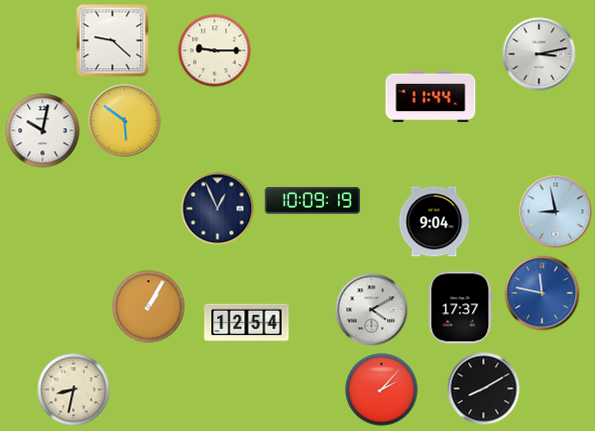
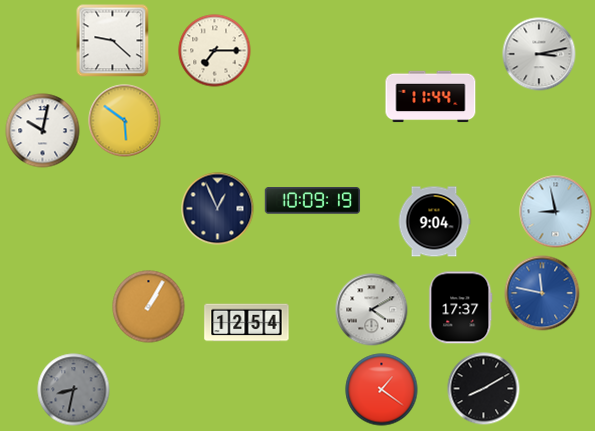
clock at (215, 51): 9:15 -> 7:15
clock at (74, 390) dial: cream -> grey
clock at (382, 390): 2:07 -> 1:21
